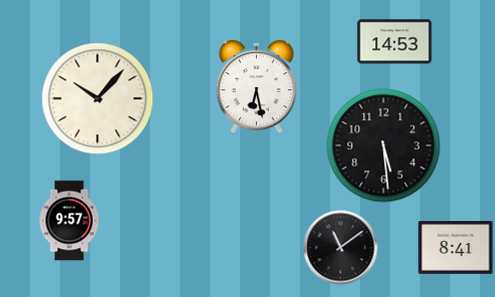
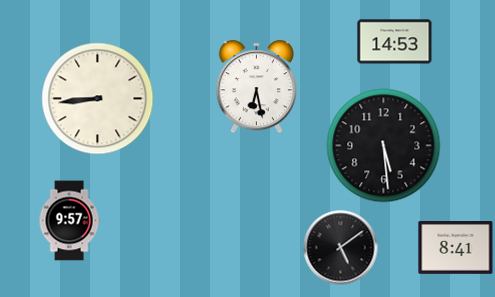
clock at (98, 99): 10:07 -> 8:44
clock at (341, 248): 11:09 -> 5:09
